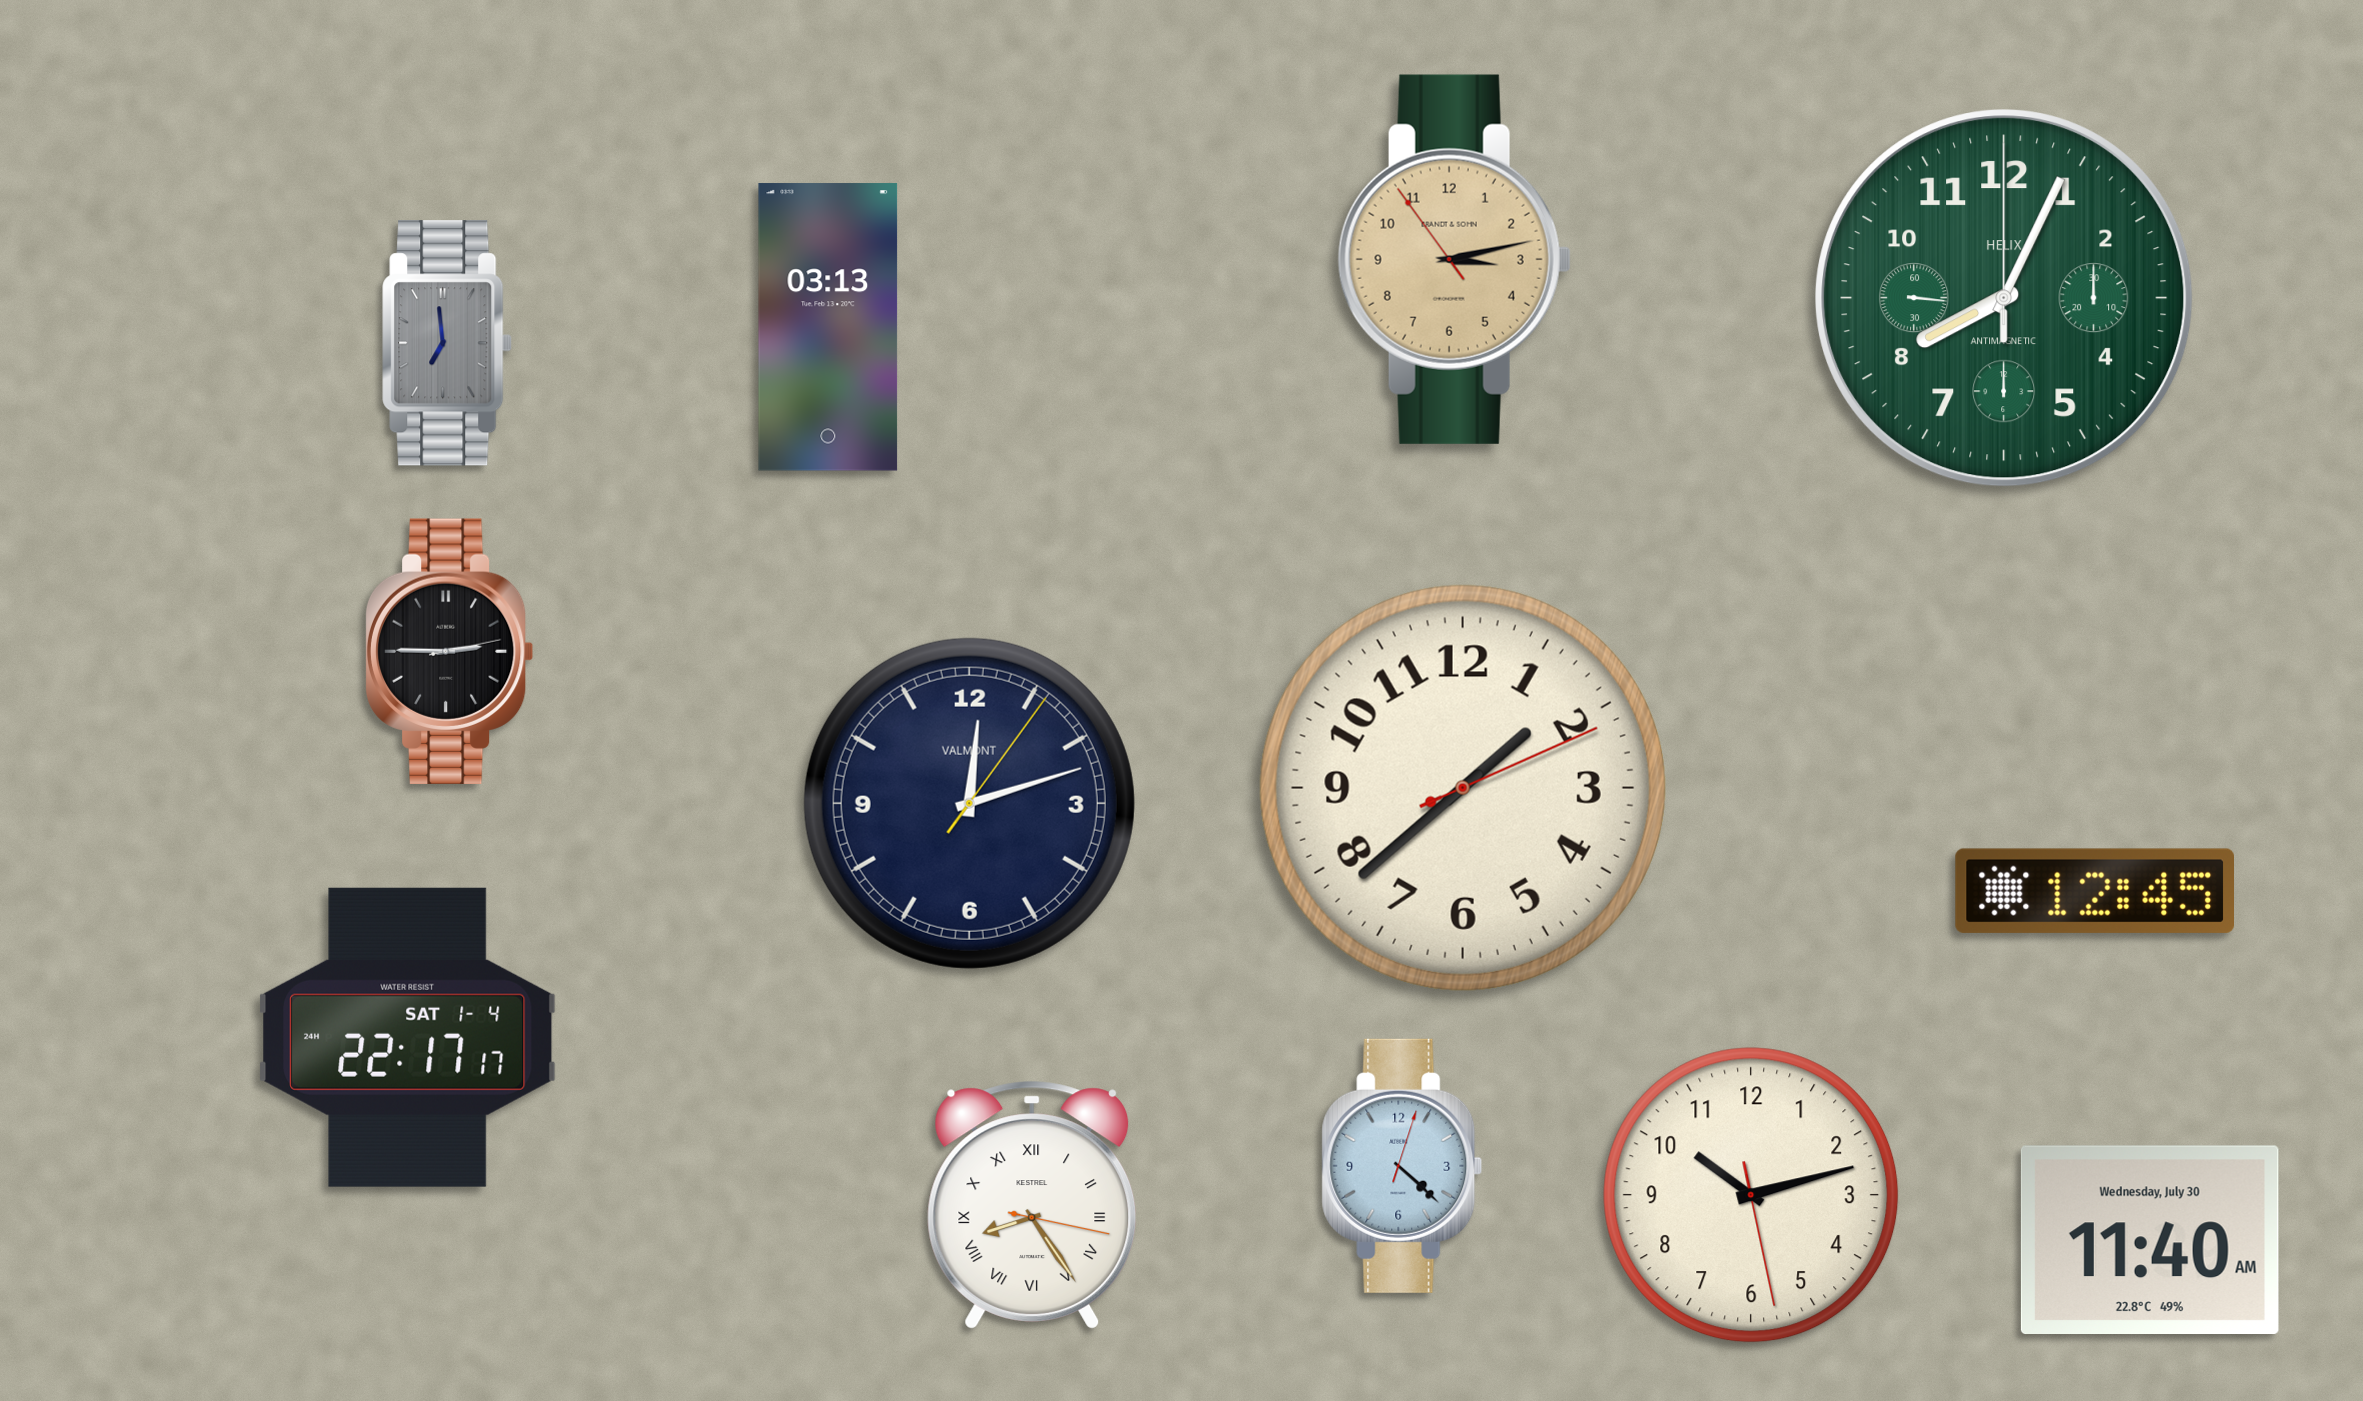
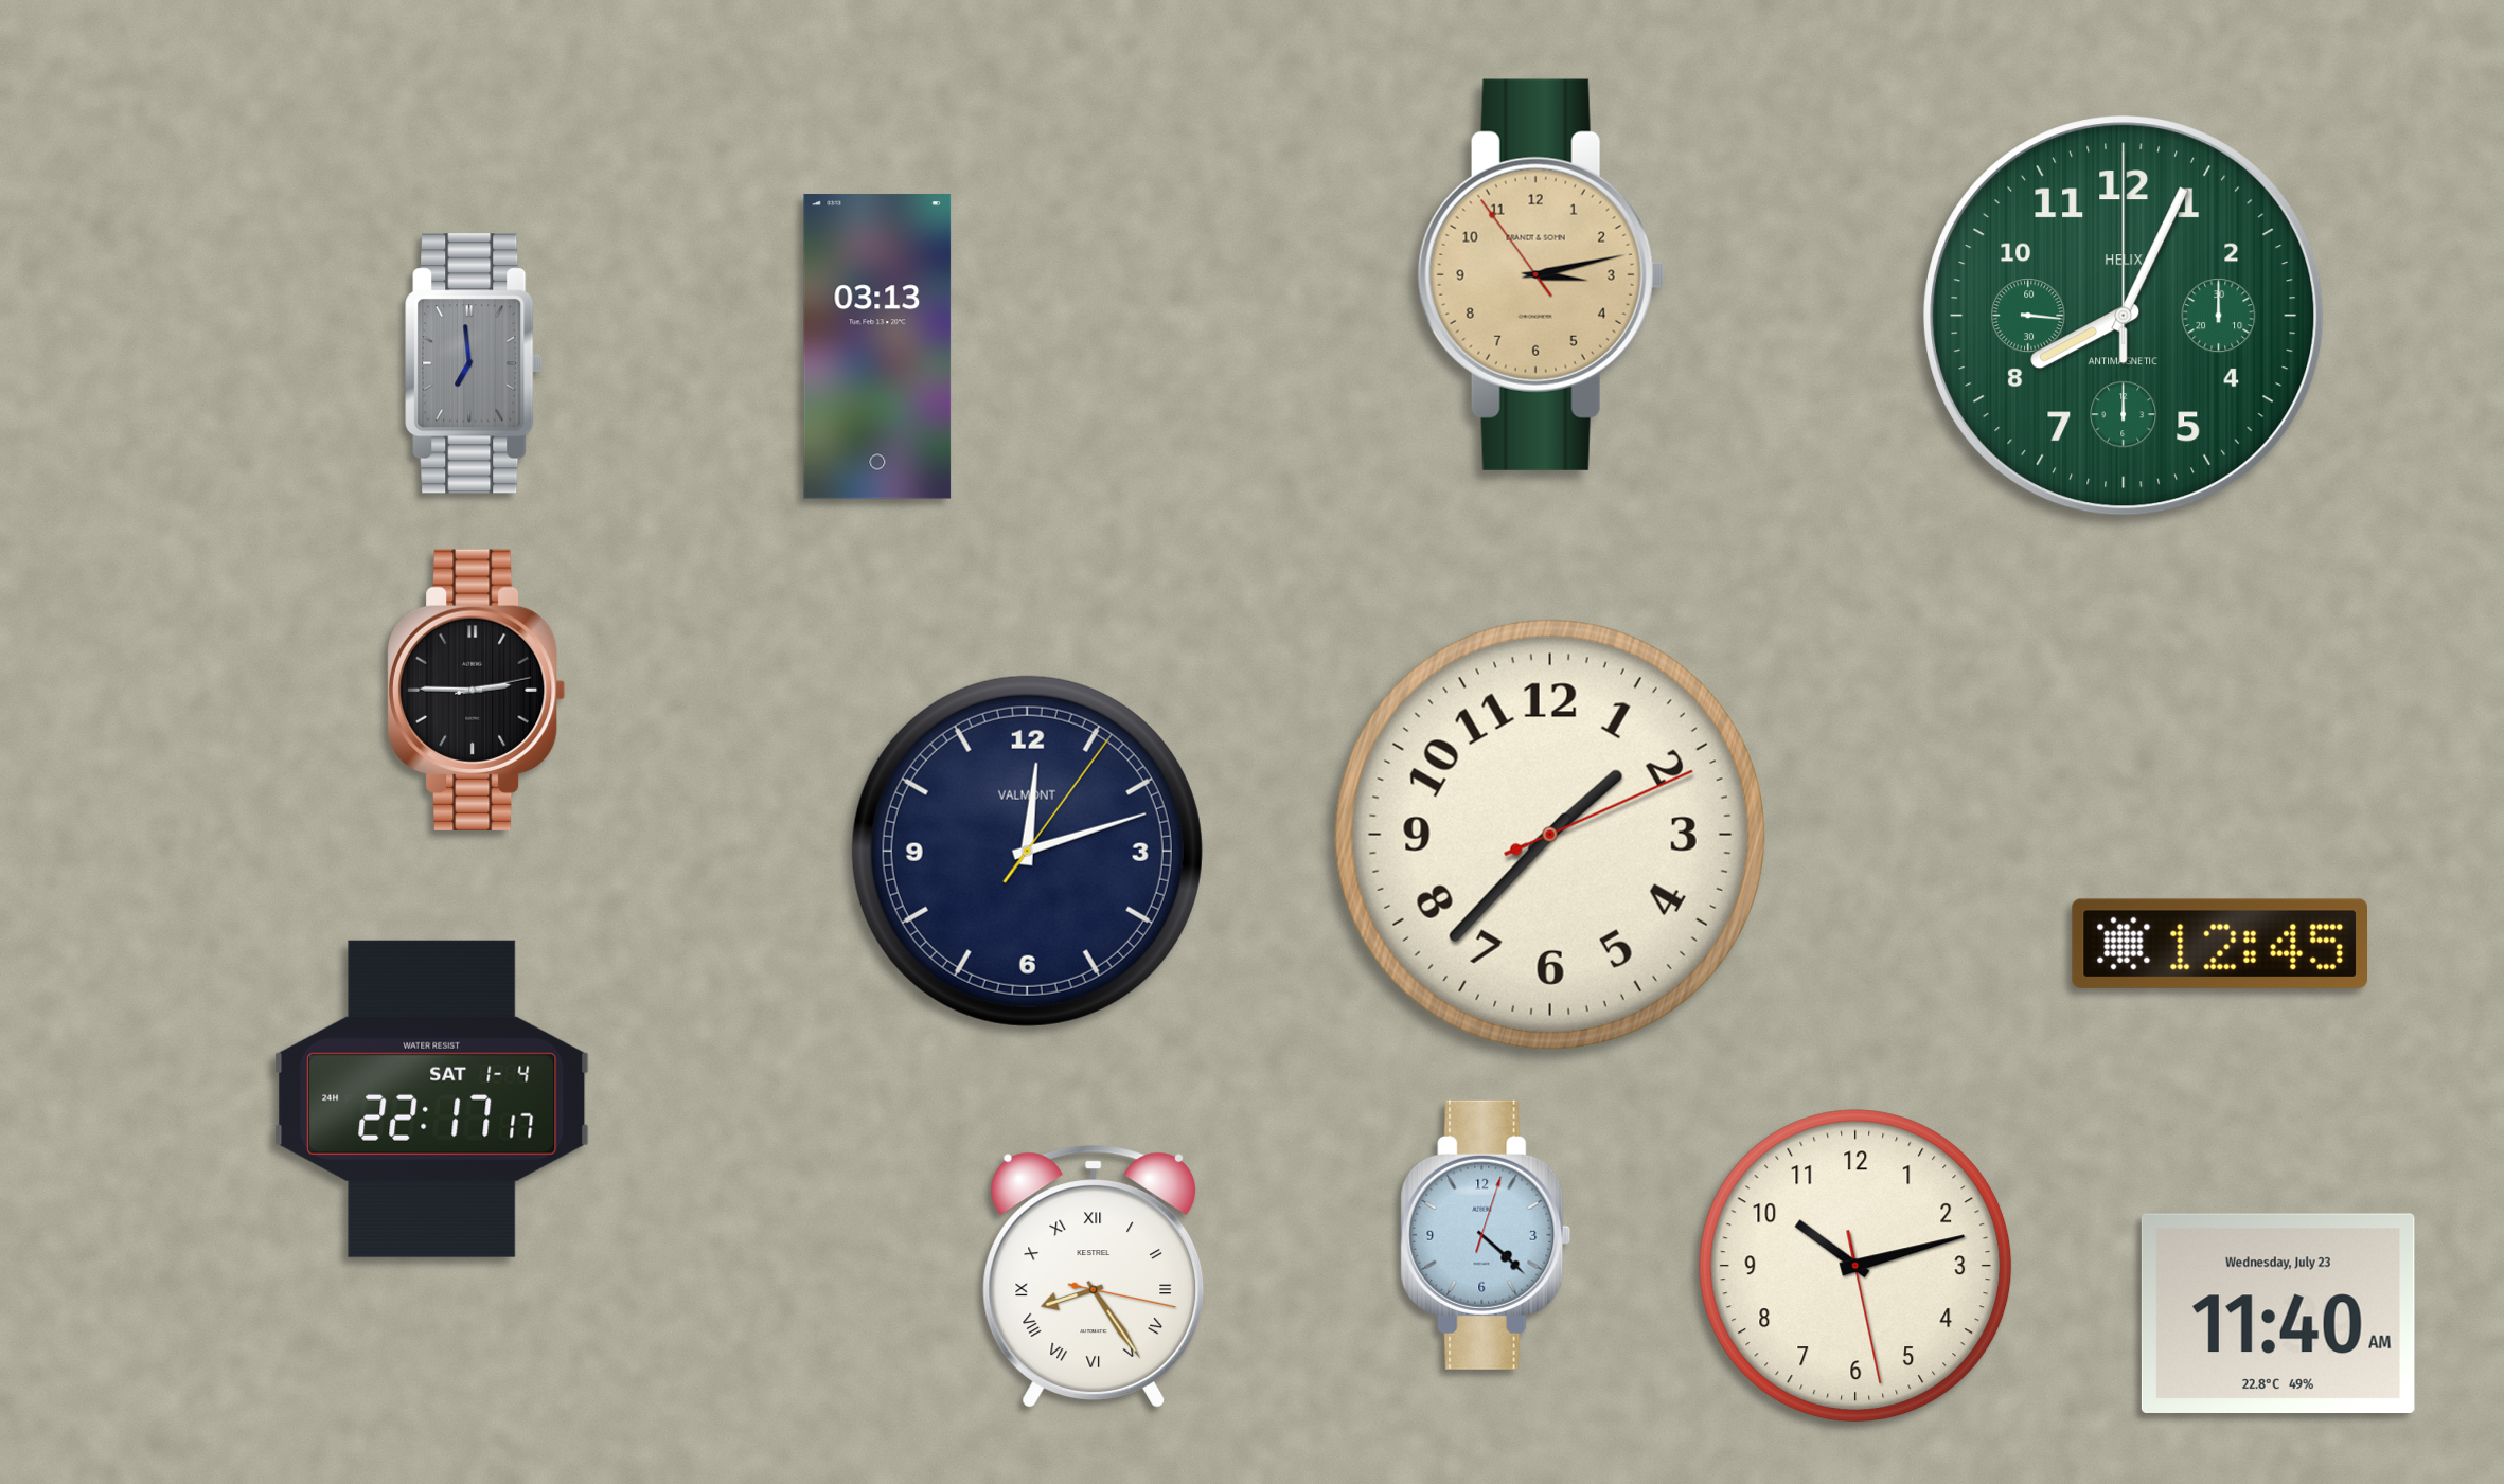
clock at (1463, 788): 1:38 -> 1:37
clock at (2150, 1239) date: Wednesday, July 30 -> Wednesday, July 23
